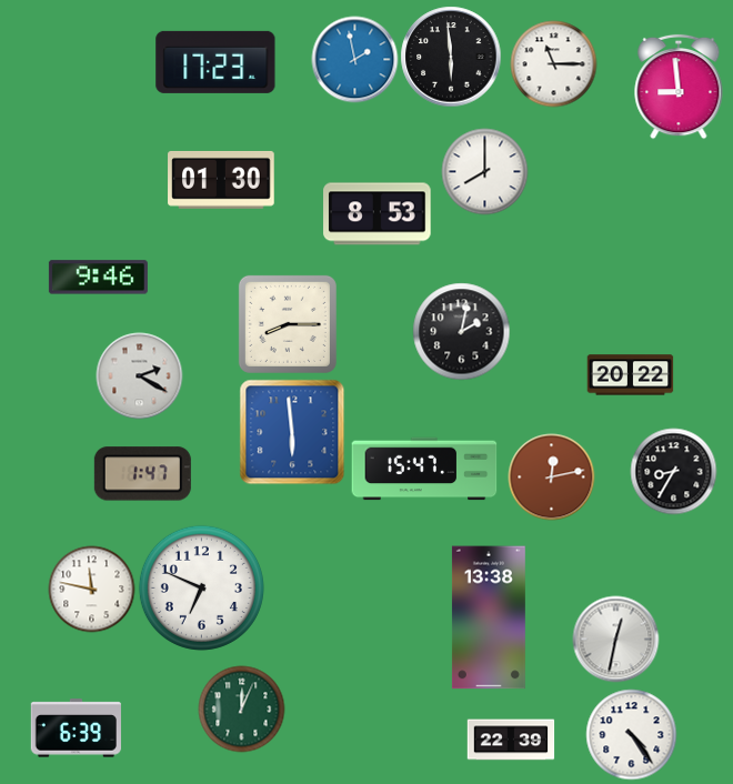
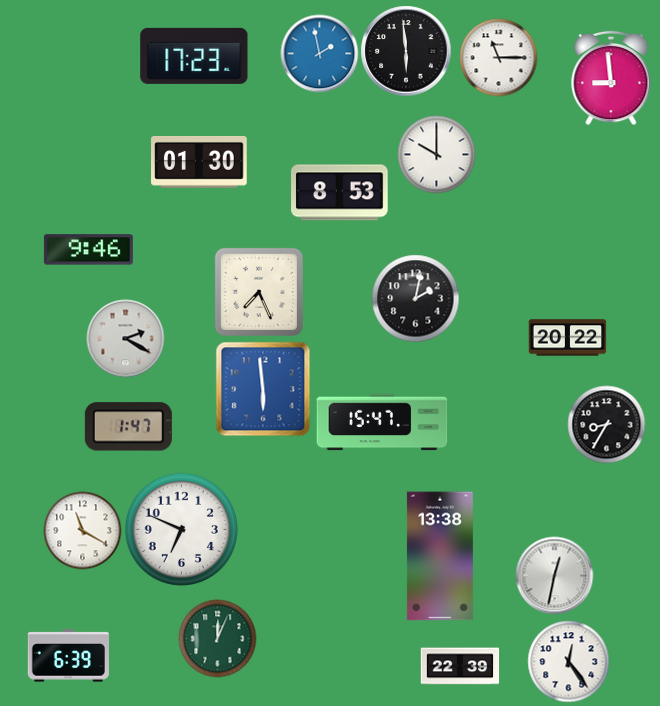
clock at (484, 171): 8:00 -> 10:00
clock at (288, 324): 8:15 -> 7:26
clock at (551, 476): 12:13 -> none
clock at (91, 589): 11:47 -> 11:20
clock at (631, 734): 4:24 -> 12:24
